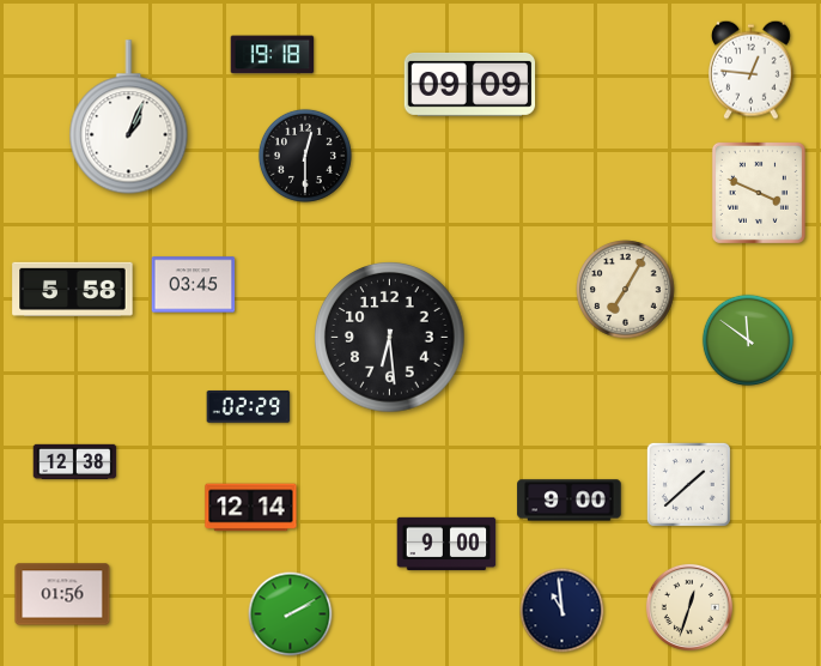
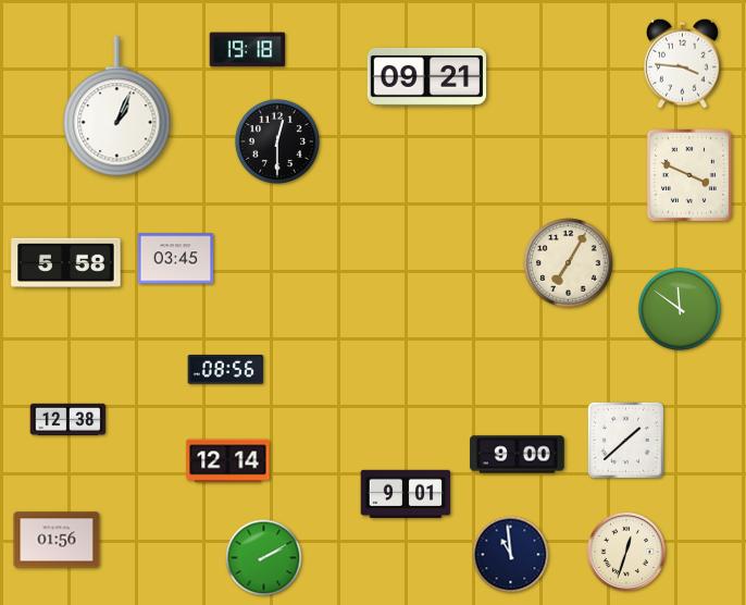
clock at (752, 69): 12:46 -> 3:46
clock at (470, 84): 09:09 -> 09:21
clock at (390, 338): 6:29 -> none
clock at (249, 406): 02:29 -> 08:56
clock at (446, 544): 9:00 -> 9:01
